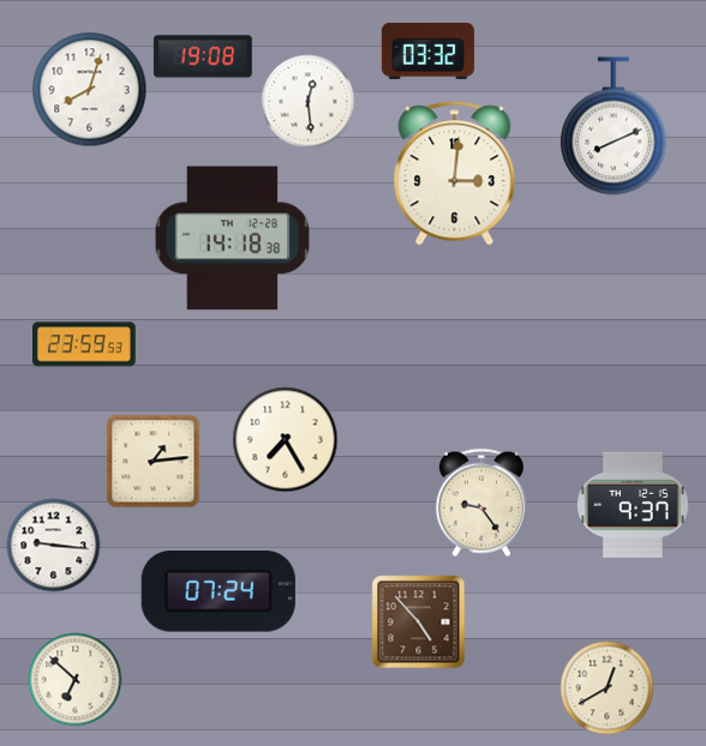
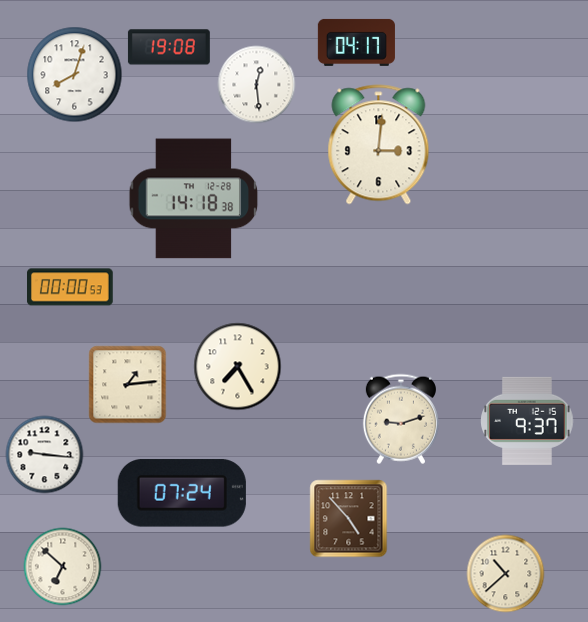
clock at (427, 50): 03:32 -> 04:17
clock at (614, 126): 8:11 -> none
clock at (85, 344): 23:59 -> 00:00
clock at (481, 503): 9:24 -> 9:12
clock at (606, 687): 12:40 -> 10:38
